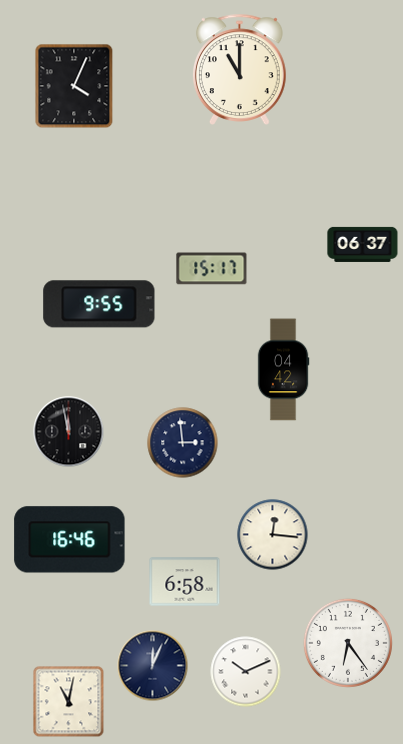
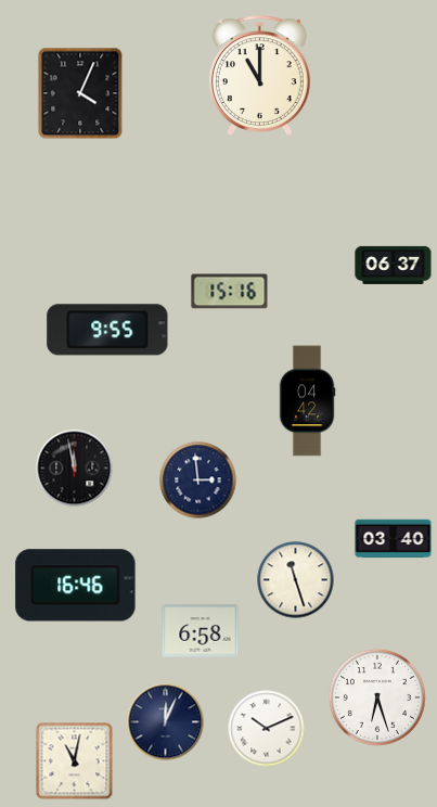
clock at (212, 269): 15:17 -> 15:16
clock at (394, 539): none -> 03:40
clock at (273, 535): 12:16 -> 11:27
clock at (348, 643): 6:24 -> 6:27
